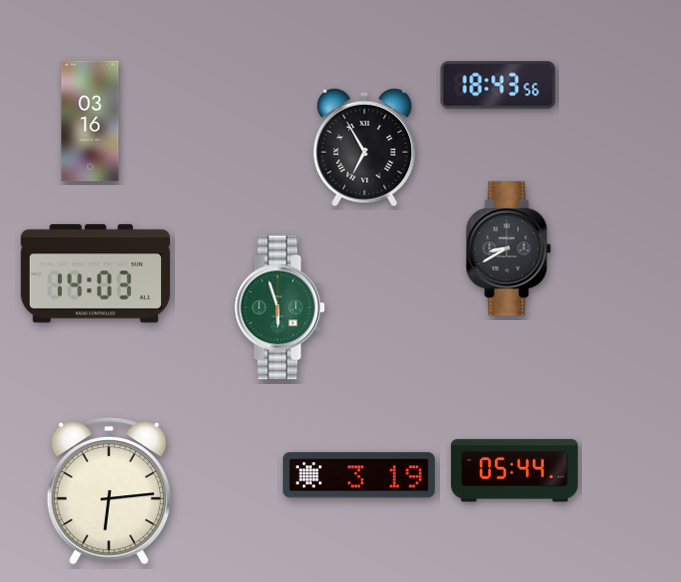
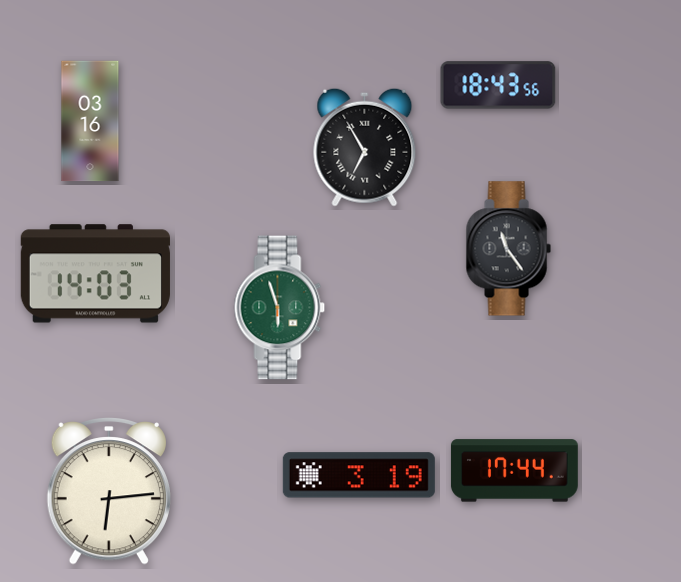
clock at (508, 249): 8:40 -> 11:24
clock at (514, 471): 05:44 -> 17:44
